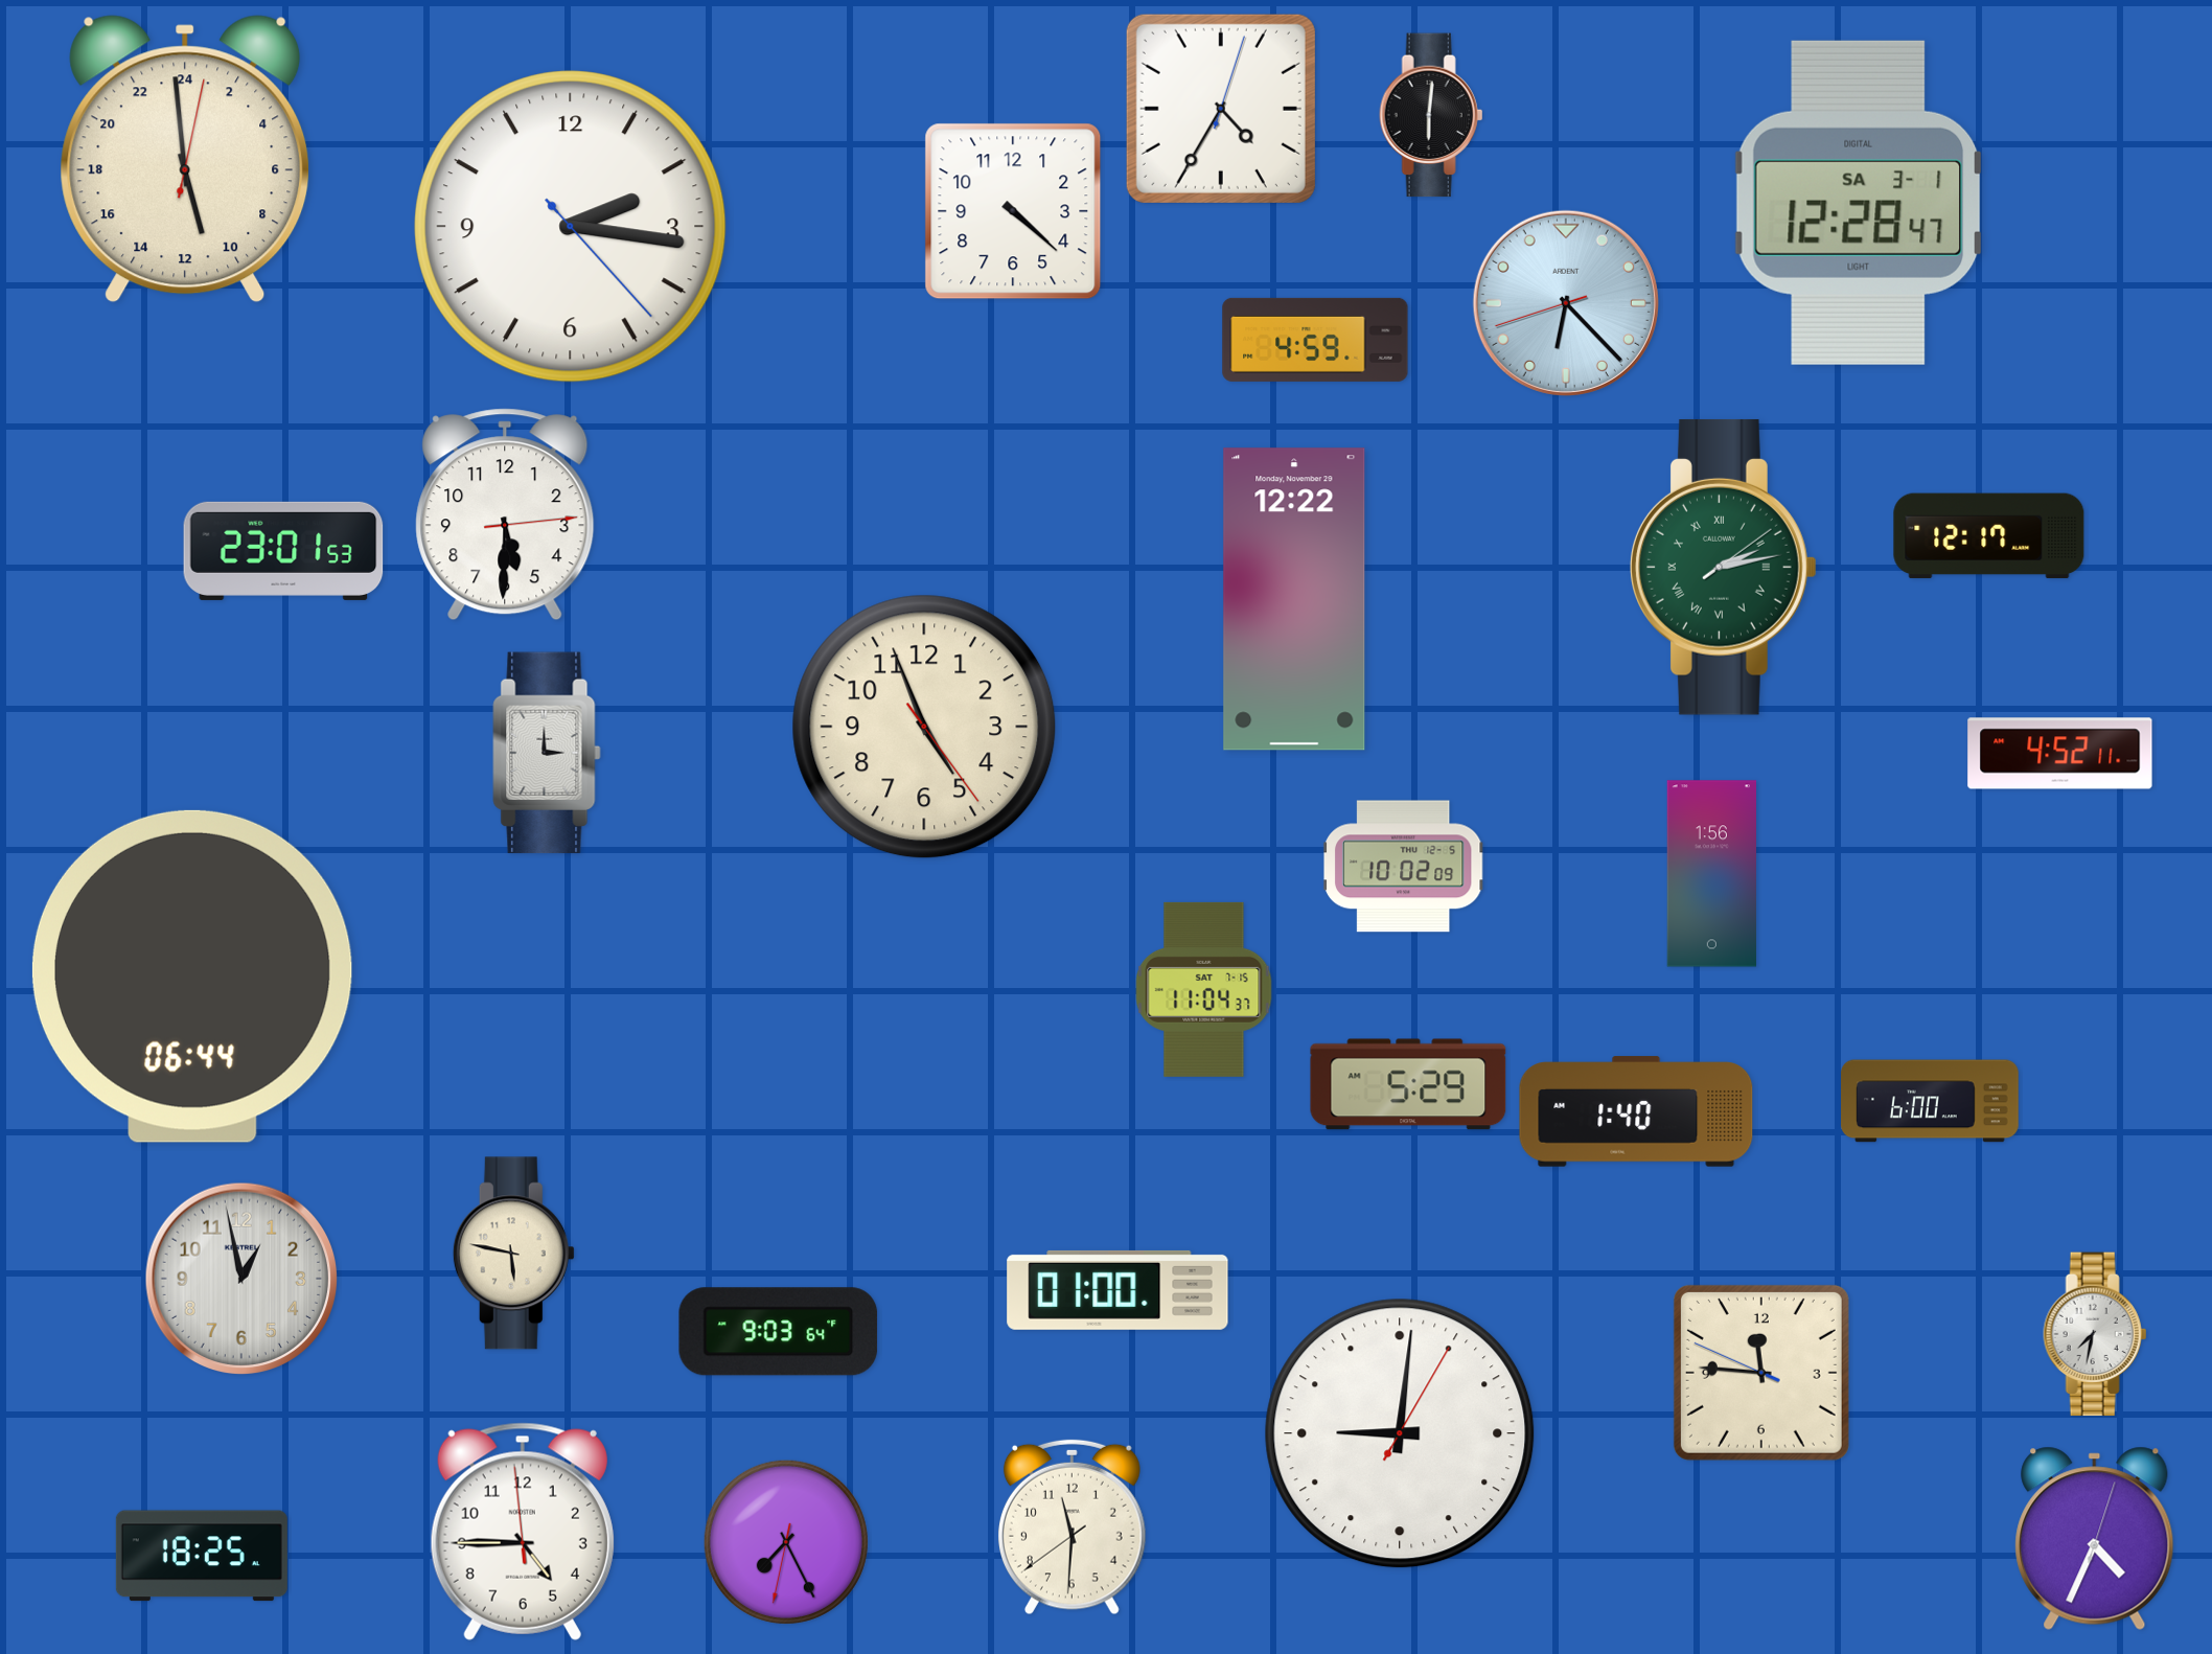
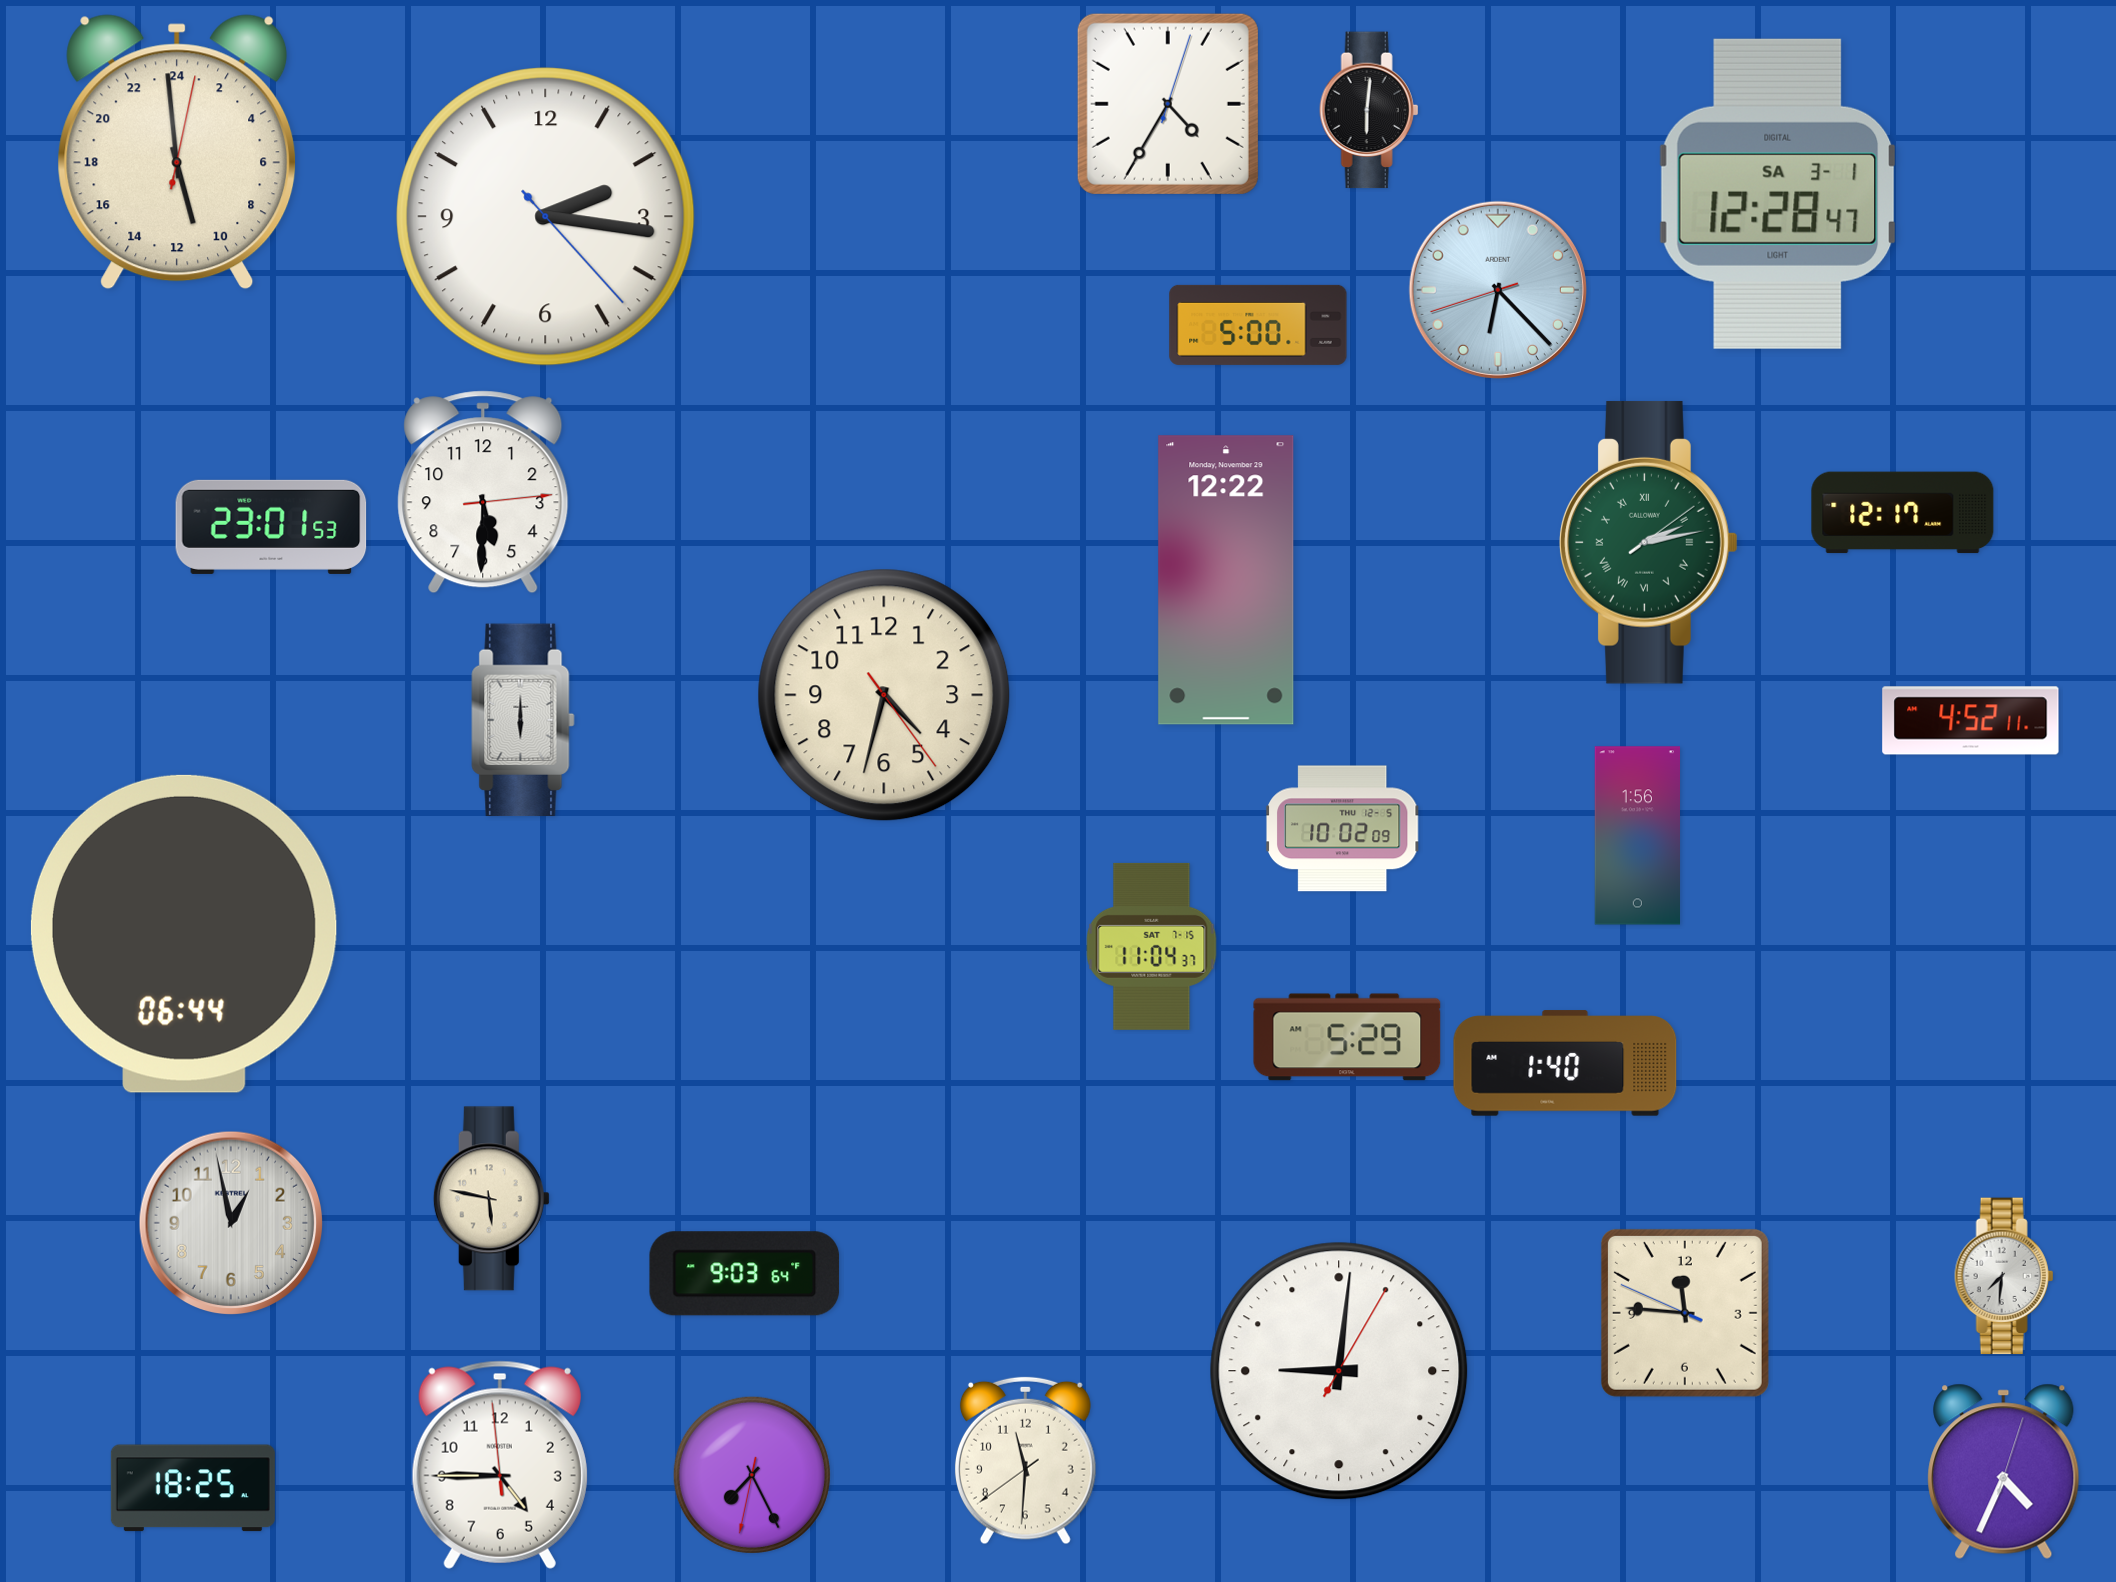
clock at (1013, 211): 4:22 -> none
clock at (1315, 340): 4:59 -> 5:00
clock at (1294, 599) position: (1294, 599) -> (1226, 580)
clock at (924, 727): 4:56 -> 4:32
clock at (547, 753): 3:00 -> 6:00
clock at (1930, 1101): 6:00 -> none
clock at (1117, 1290): 01:00 -> none
clock at (2095, 1334): 7:32 -> 7:31
